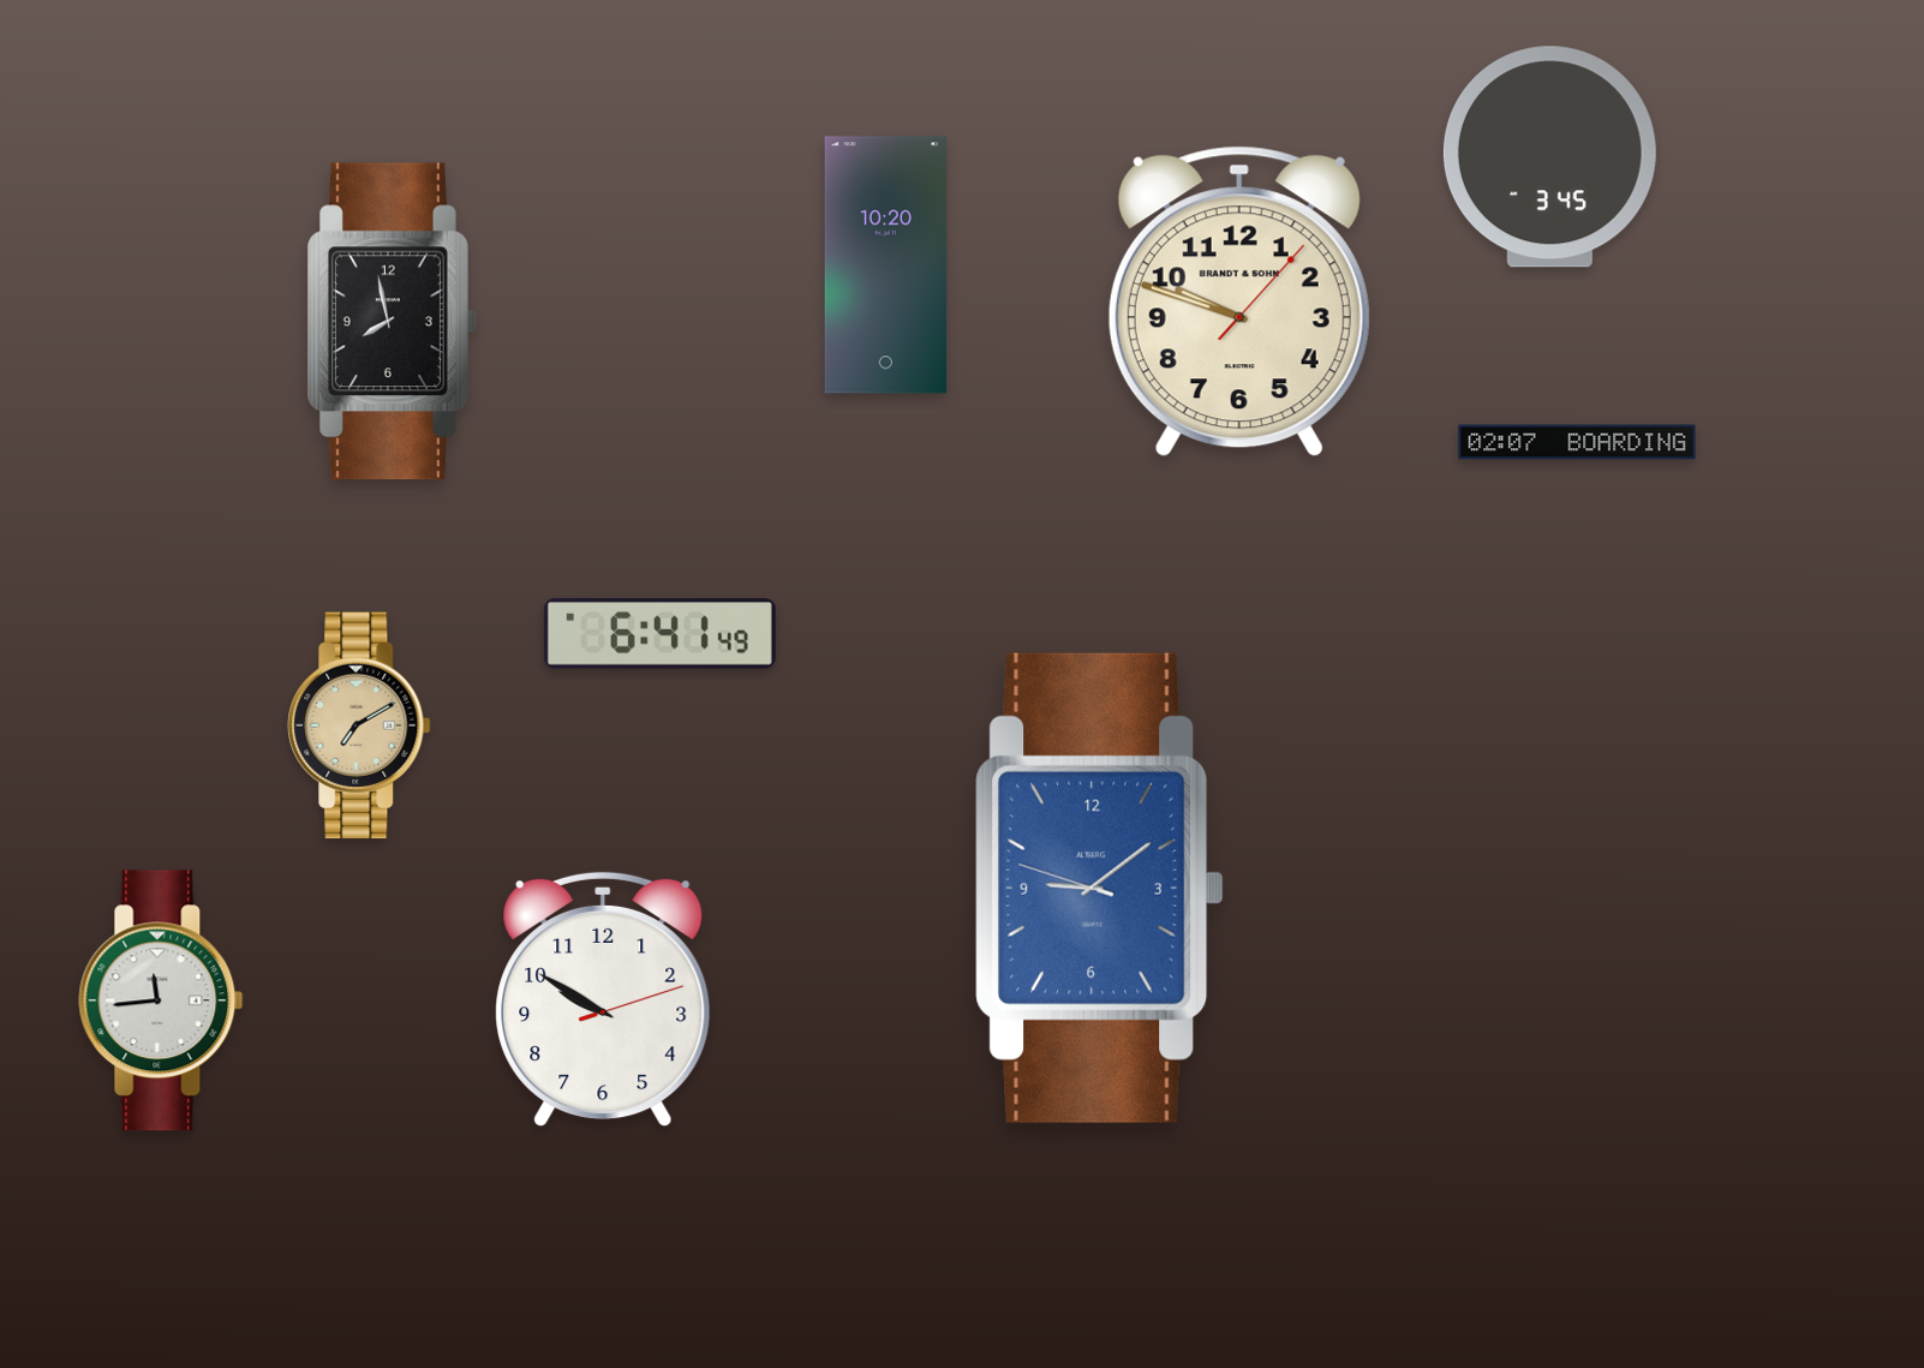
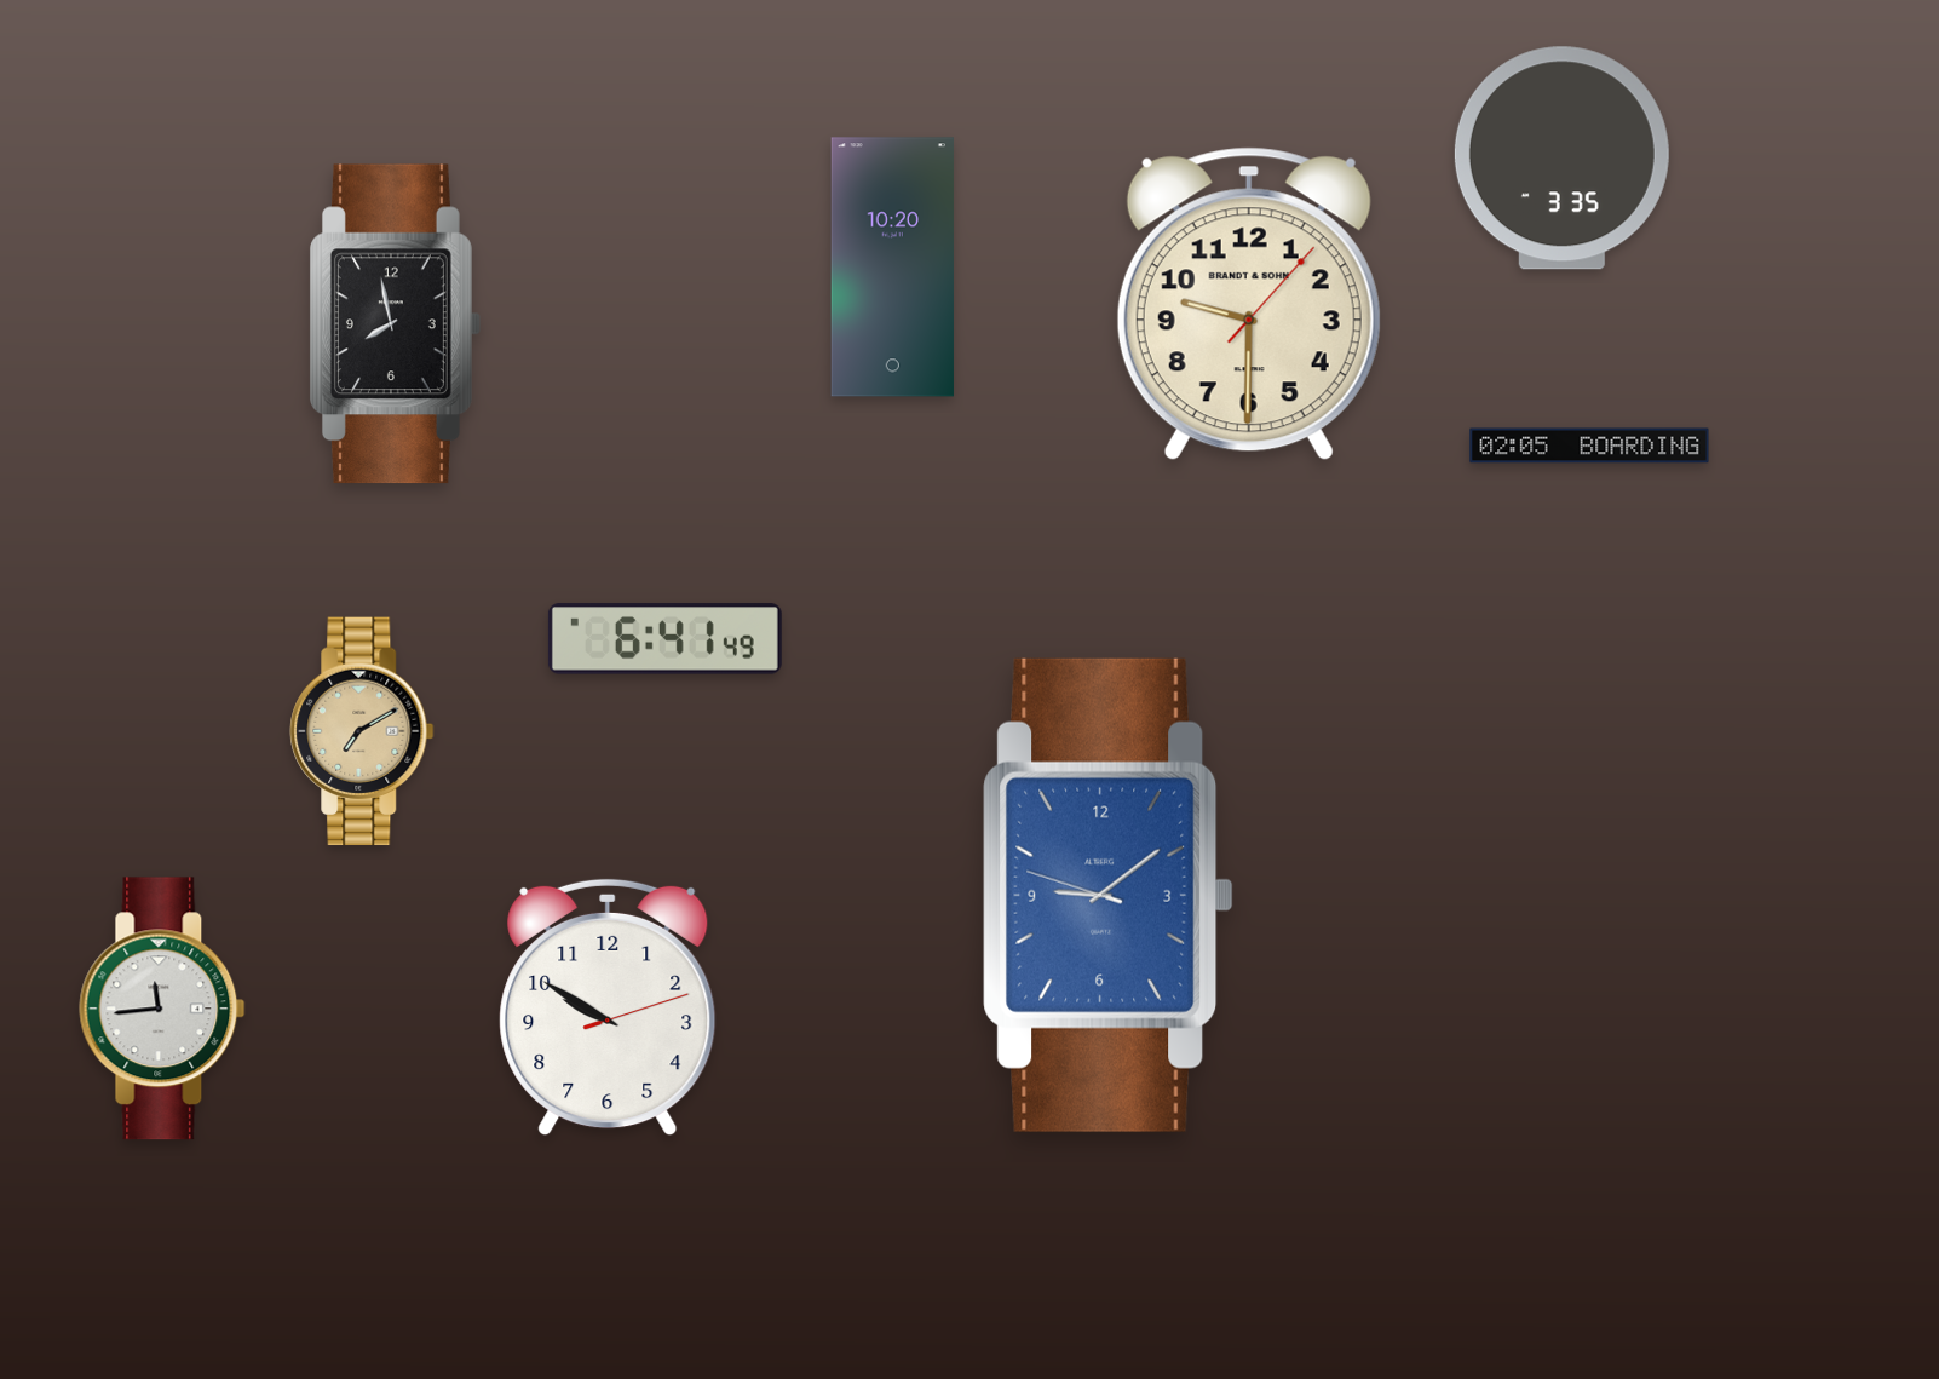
clock at (1549, 157): 3:45 -> 3:35
clock at (1239, 301): 9:48 -> 9:30
clock at (1577, 442): 02:07 -> 02:05
